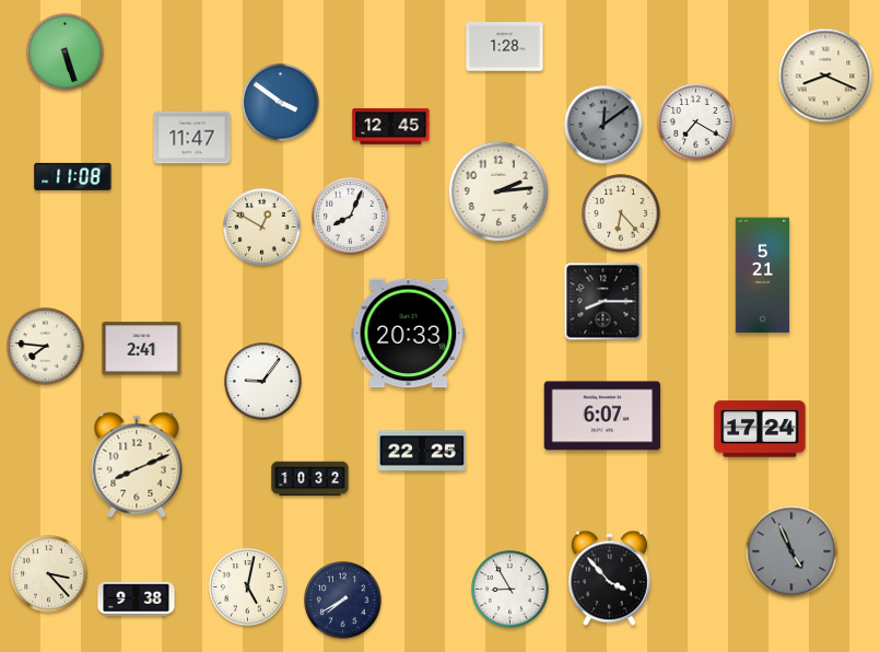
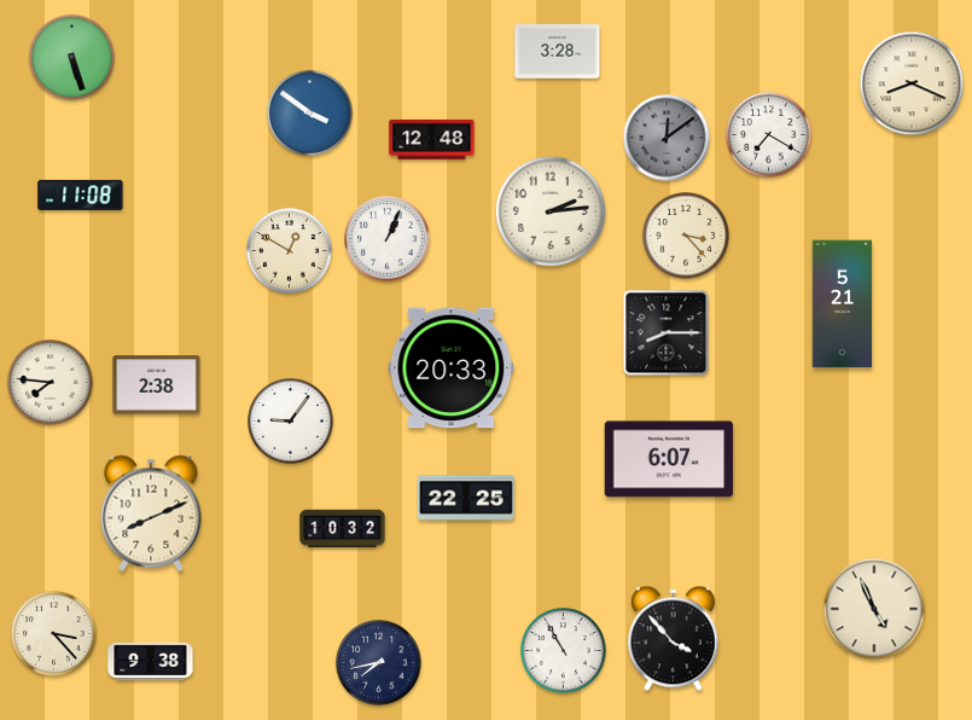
clock at (505, 47): 1:28 -> 3:28
clock at (391, 126): 12:45 -> 12:48
clock at (192, 138): 11:47 -> none
clock at (621, 213): 6:23 -> 3:23
clock at (351, 217): 8:04 -> 1:04
clock at (142, 349): 2:41 -> 2:38
clock at (602, 416) position: (602, 416) -> (669, 459)
clock at (760, 429): 17:24 -> none
clock at (791, 551) dial: grey -> cream
clock at (248, 587): 5:02 -> none
clock at (511, 590): 8:55 -> 10:55
clock at (343, 601): 7:40 -> 7:43
